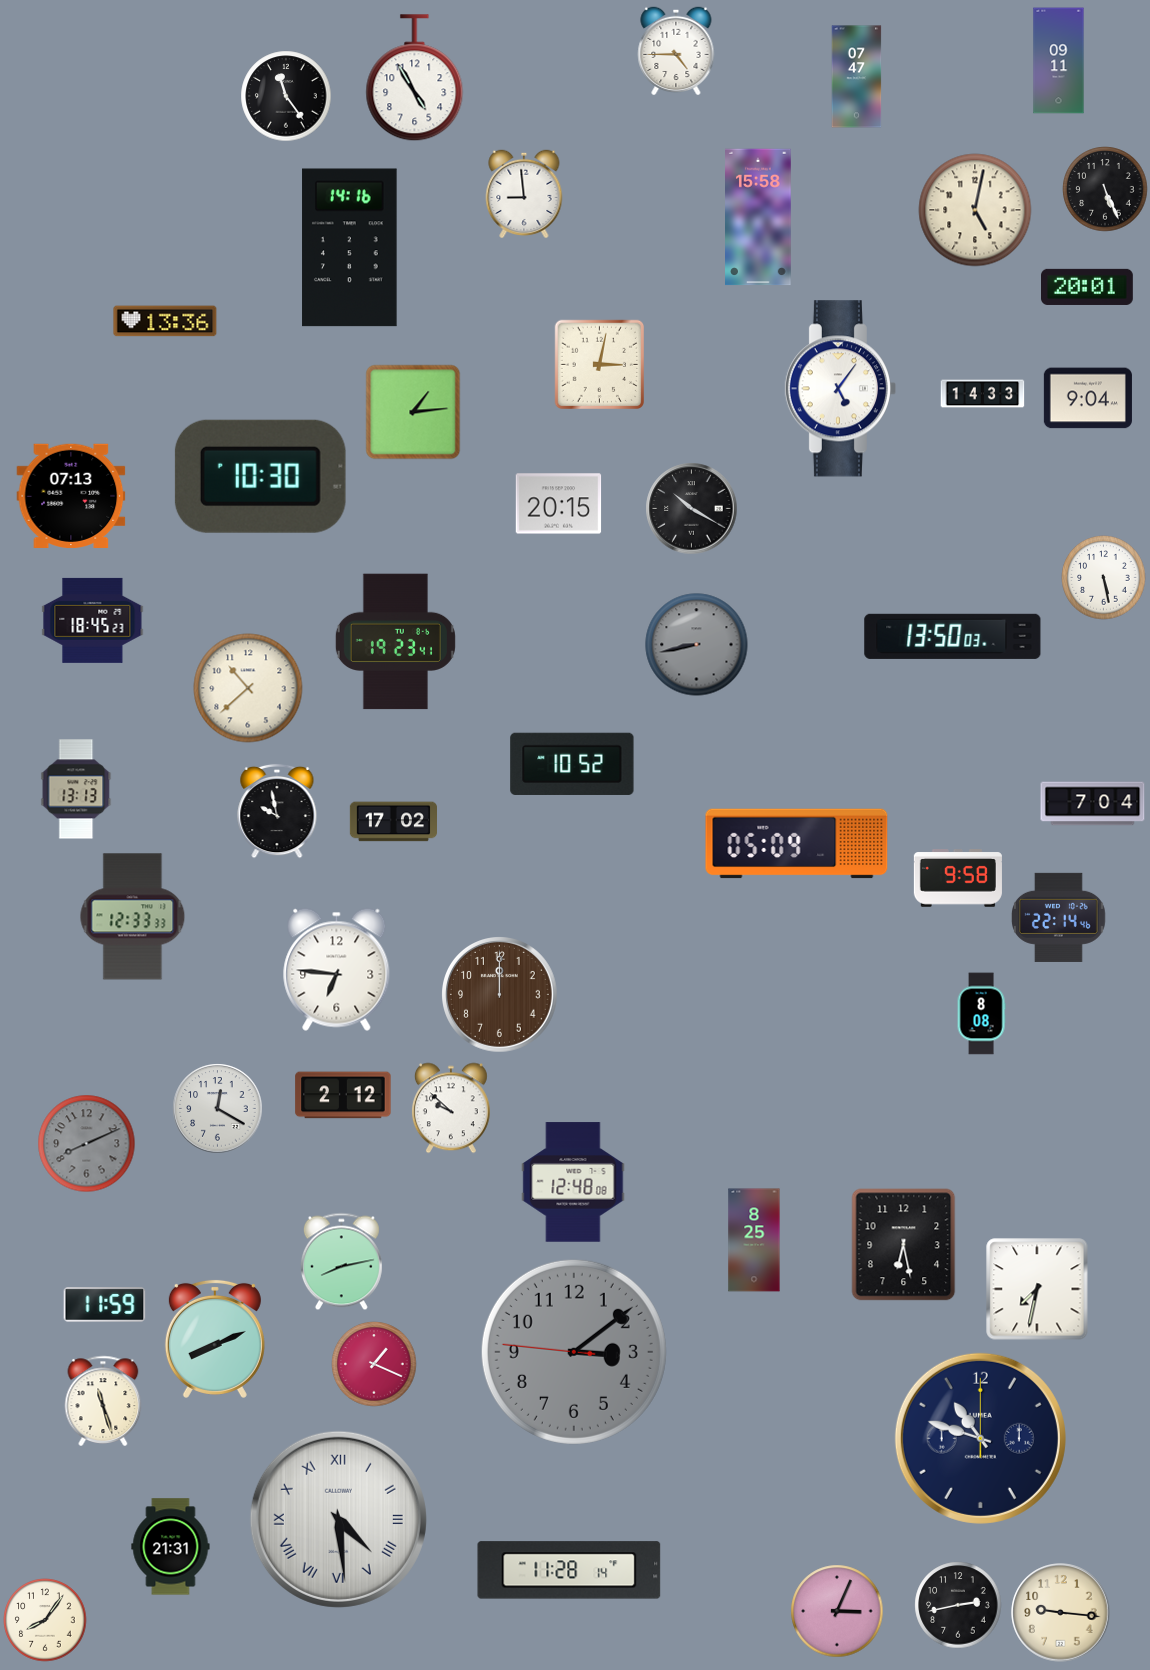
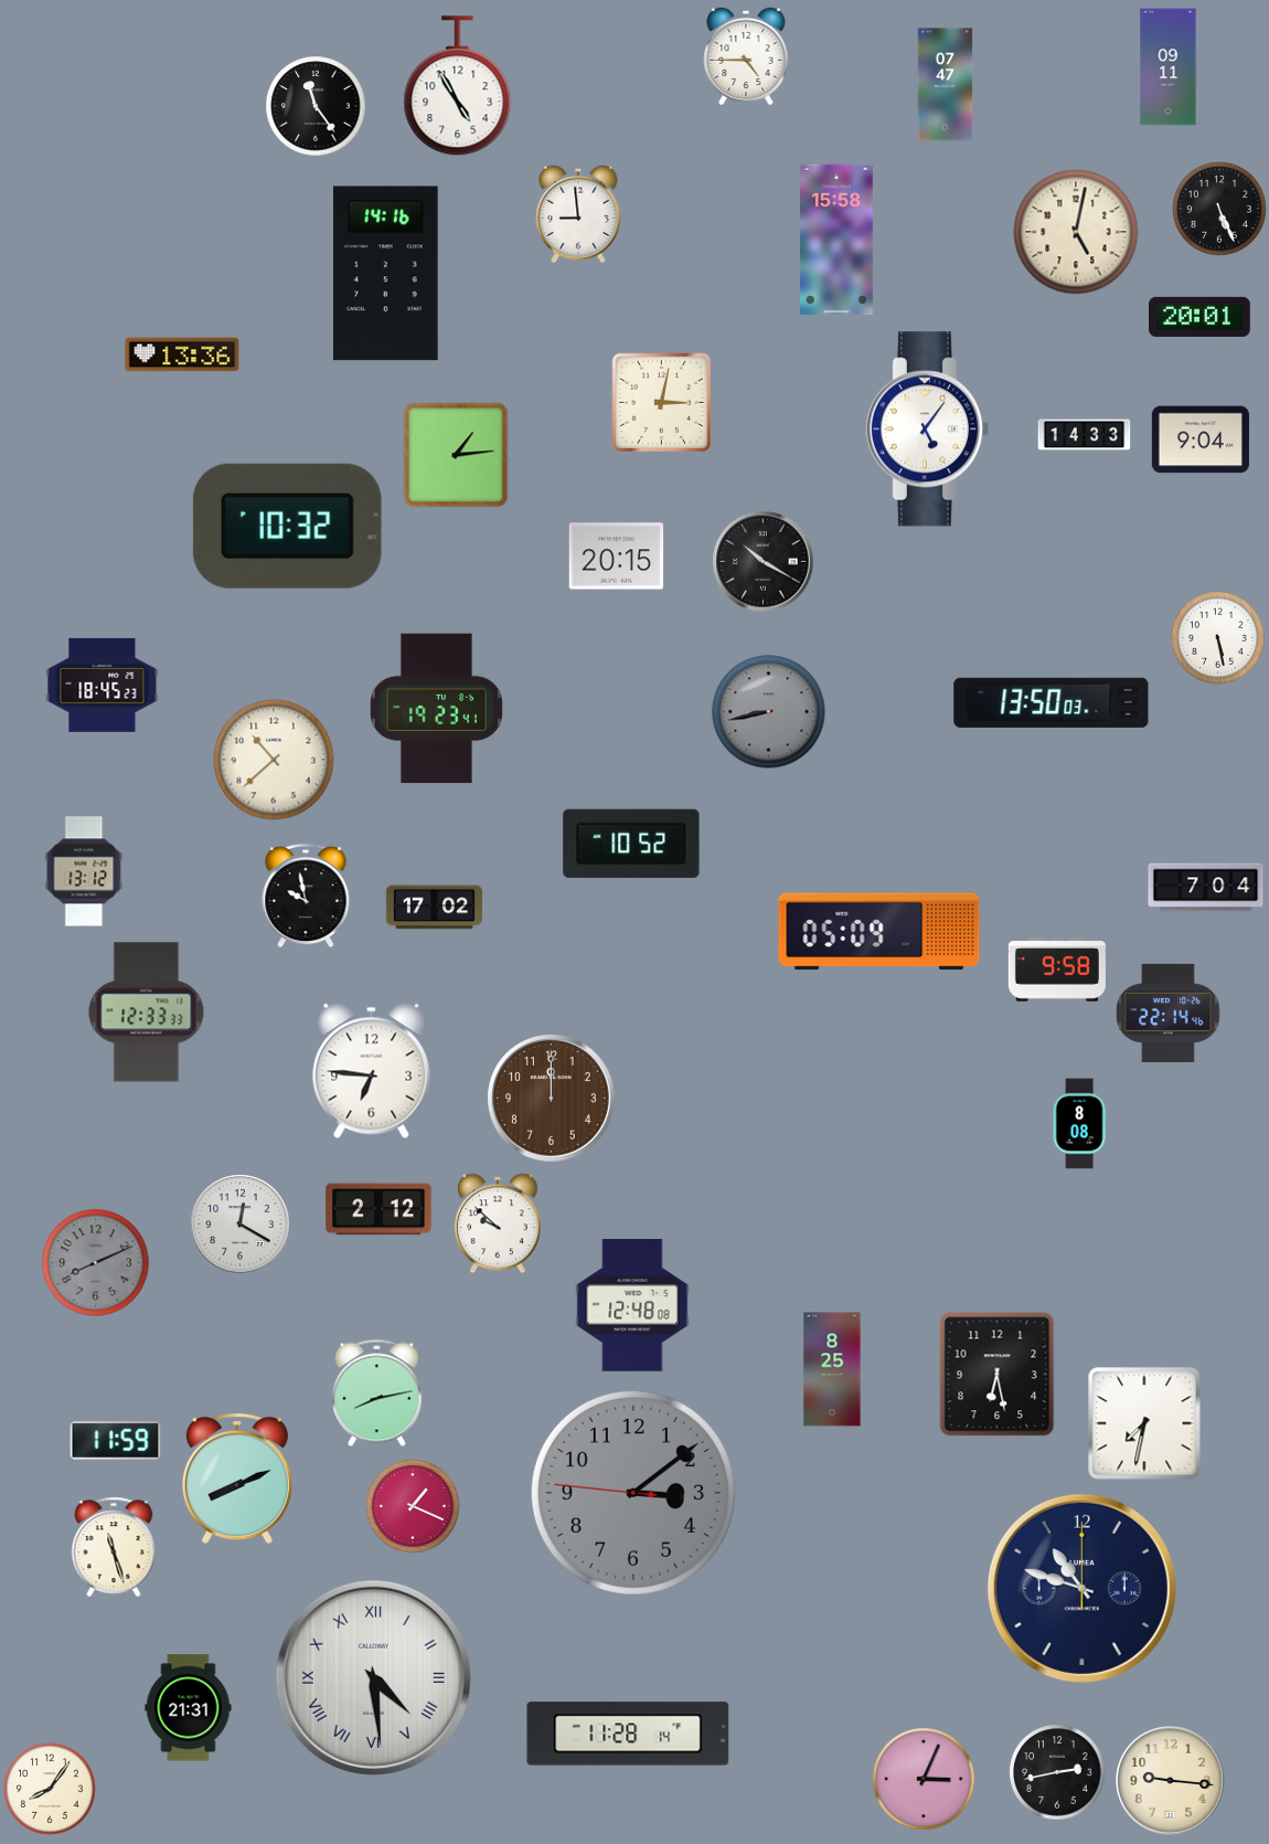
clock at (260, 476): 10:30 -> 10:32
clock at (71, 496): 07:13 -> none
clock at (76, 789): 13:13 -> 13:12
clock at (981, 1014) position: (981, 1014) -> (1079, 1124)
